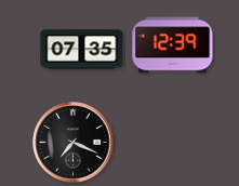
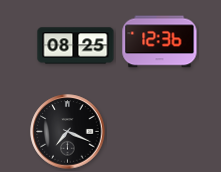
clock at (173, 45): 12:39 -> 12:36
clock at (82, 50): 07:35 -> 08:25
